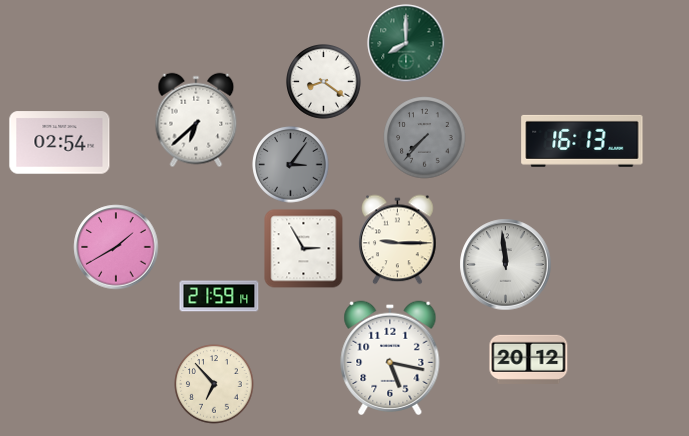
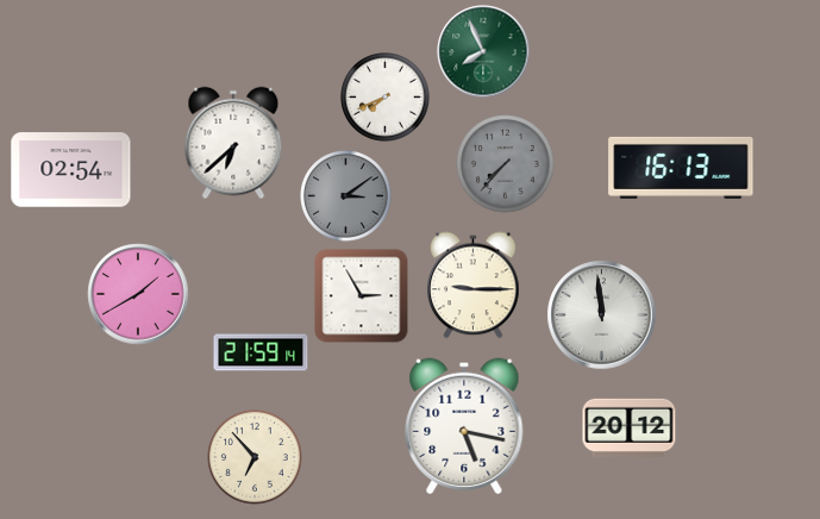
clock at (406, 43): 8:00 -> 7:56
clock at (324, 82): 8:21 -> 7:41
clock at (582, 141) position: (582, 141) -> (681, 168)
clock at (291, 165): 3:06 -> 3:09
